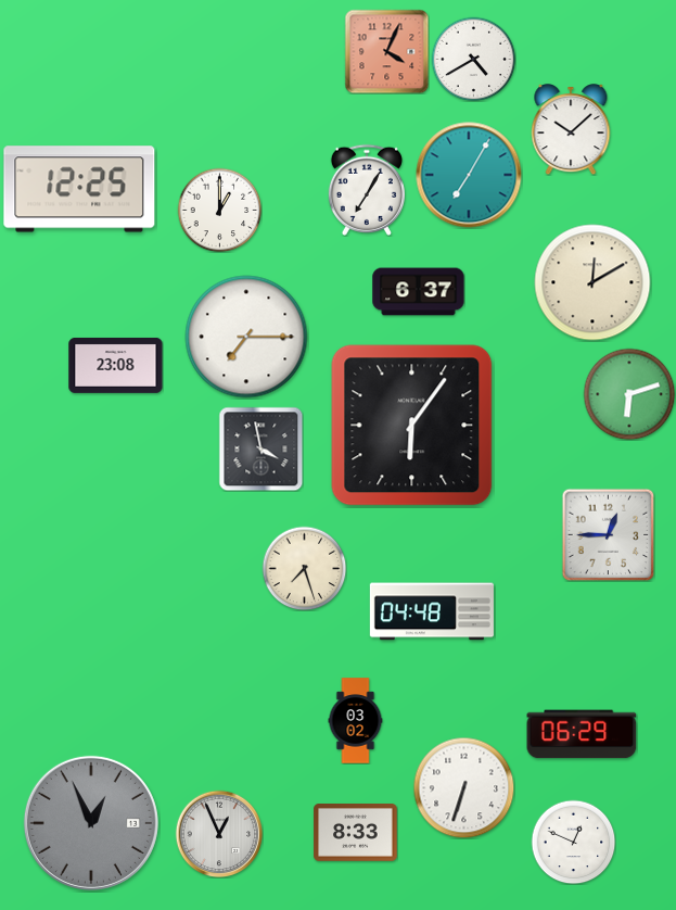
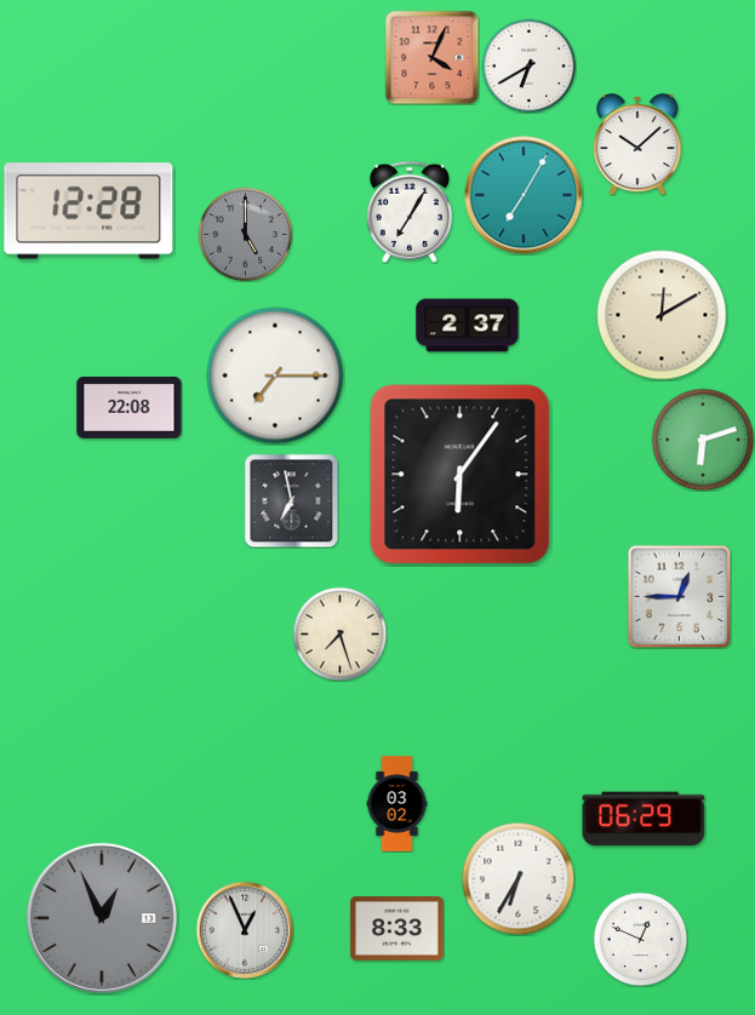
clock at (473, 59): 4:40 -> 6:40
clock at (79, 189): 12:25 -> 12:28
clock at (219, 210): 1:00 -> 5:00
clock at (219, 210) dial: white -> grey
clock at (419, 292): 6:37 -> 2:37
clock at (116, 365): 23:08 -> 22:08
clock at (260, 448): 3:58 -> 6:58
clock at (432, 611): 04:48 -> none
clock at (582, 734) position: (582, 734) -> (644, 819)
clock at (463, 787): 6:33 -> 6:35
